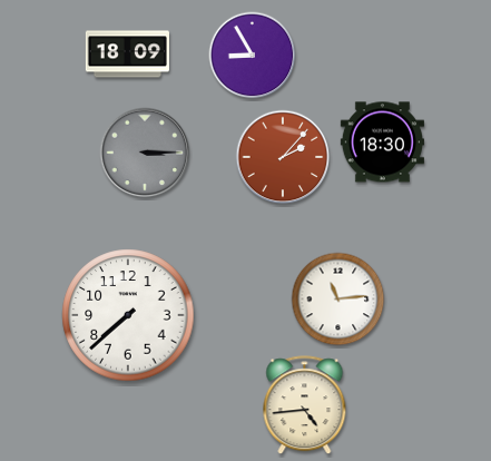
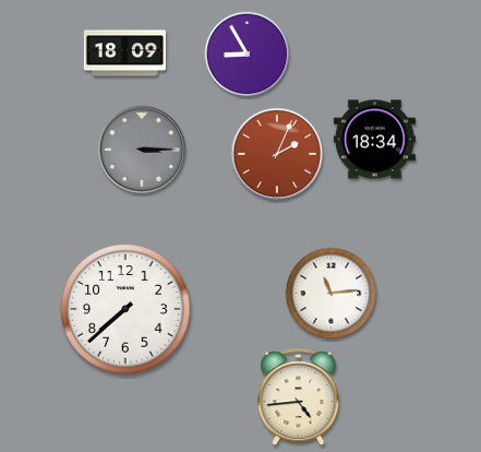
clock at (382, 143): 18:30 -> 18:34
clock at (283, 157): 2:07 -> 2:04
